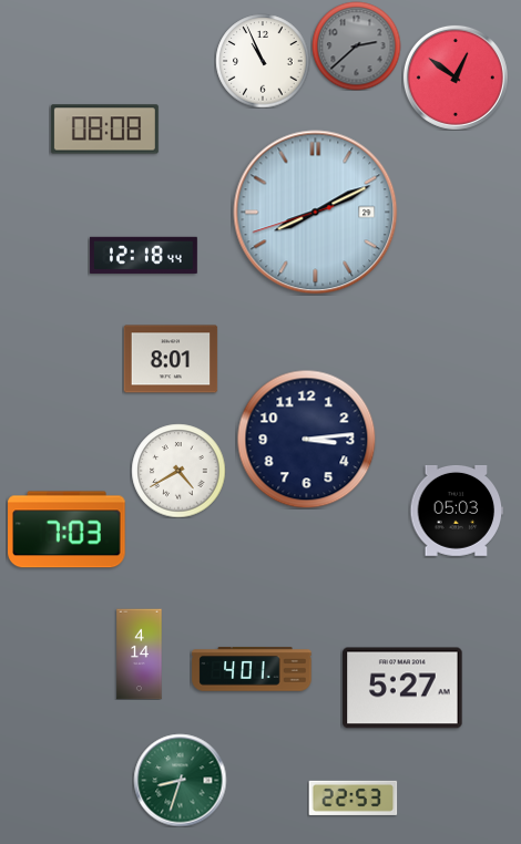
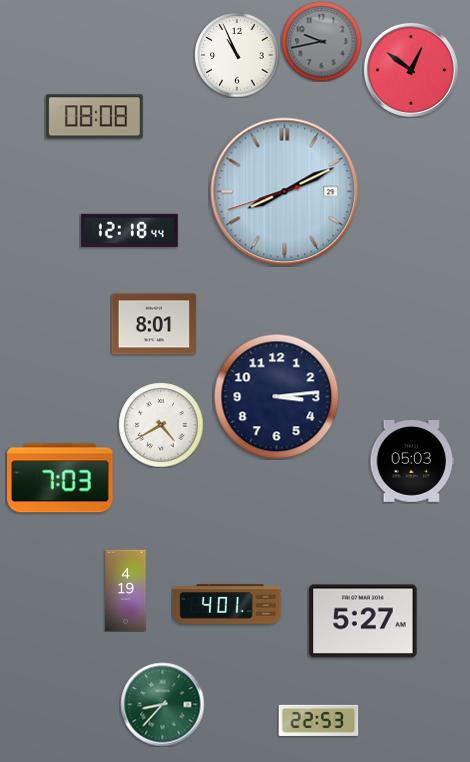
clock at (356, 45): 2:38 -> 9:43
clock at (140, 653): 4:14 -> 4:19
clock at (180, 780): 8:33 -> 8:37
